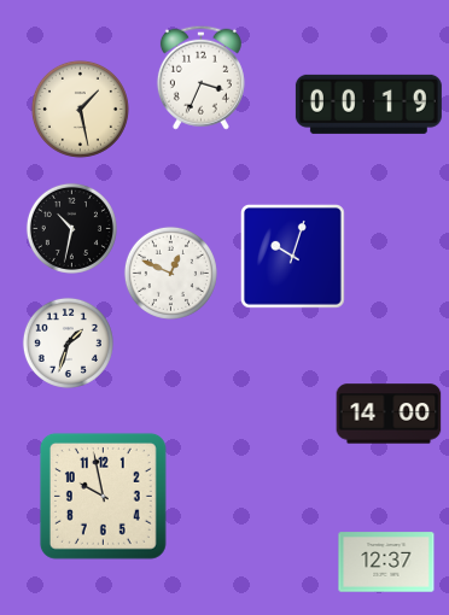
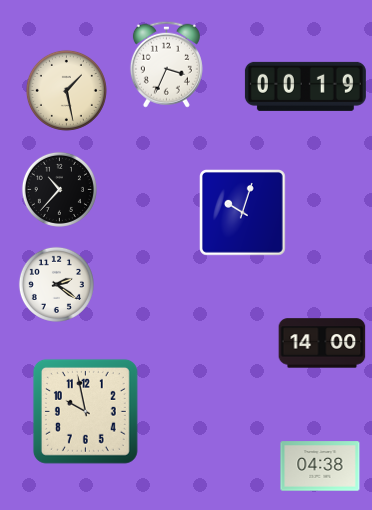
clock at (71, 228): 10:32 -> 10:37
clock at (170, 273): 12:49 -> none
clock at (68, 342): 1:33 -> 2:21
clock at (386, 562): 12:37 -> 04:38
